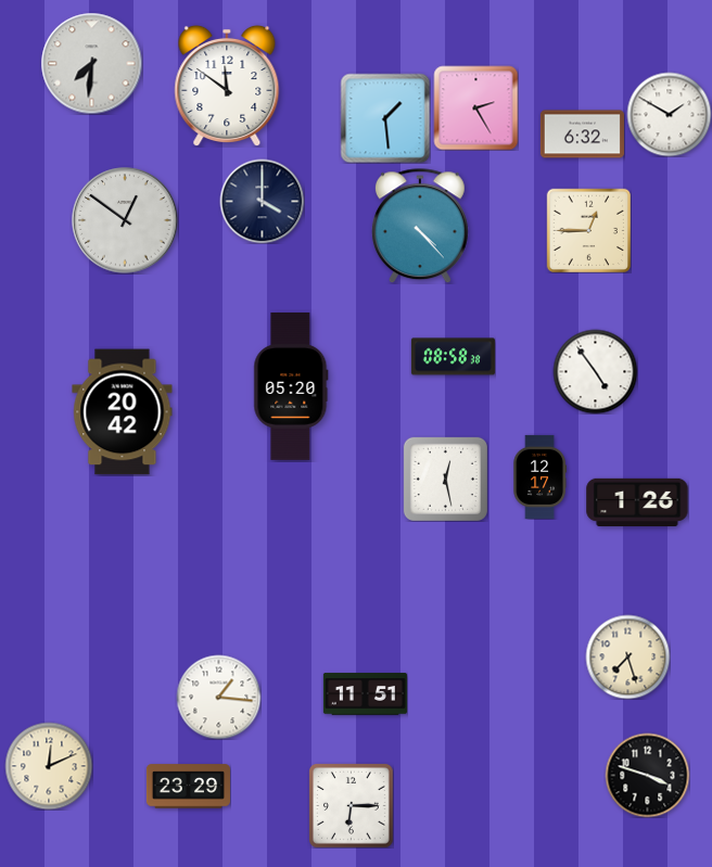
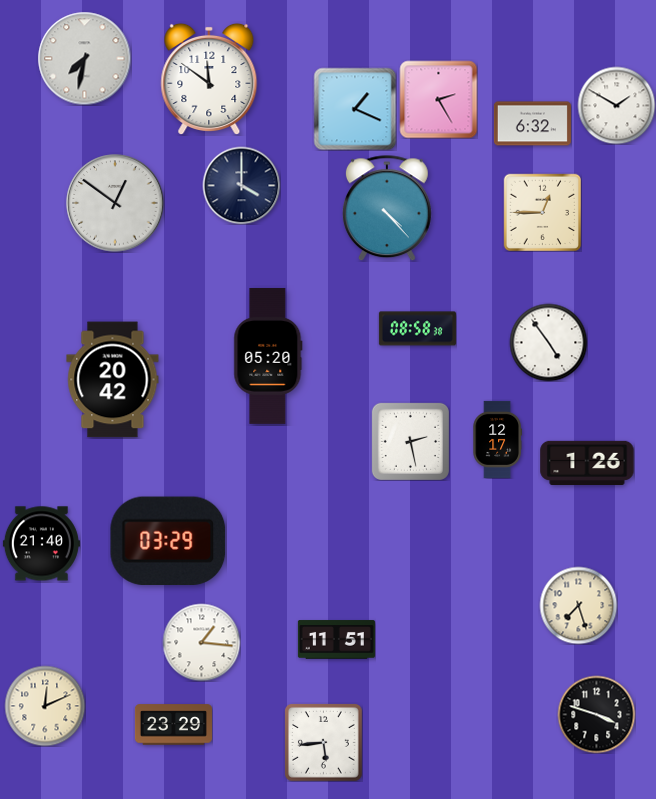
clock at (91, 63): 7:31 -> 7:32
clock at (385, 118): 1:29 -> 1:19
clock at (582, 135) position: (582, 135) -> (532, 124)
clock at (445, 479): 12:28 -> 2:28
clock at (168, 540): none -> 03:29
clock at (41, 544): none -> 21:40
clock at (352, 806): 6:15 -> 5:44
